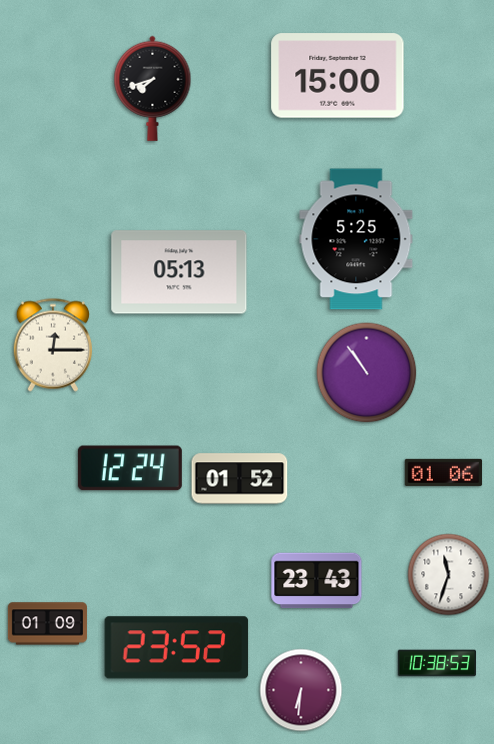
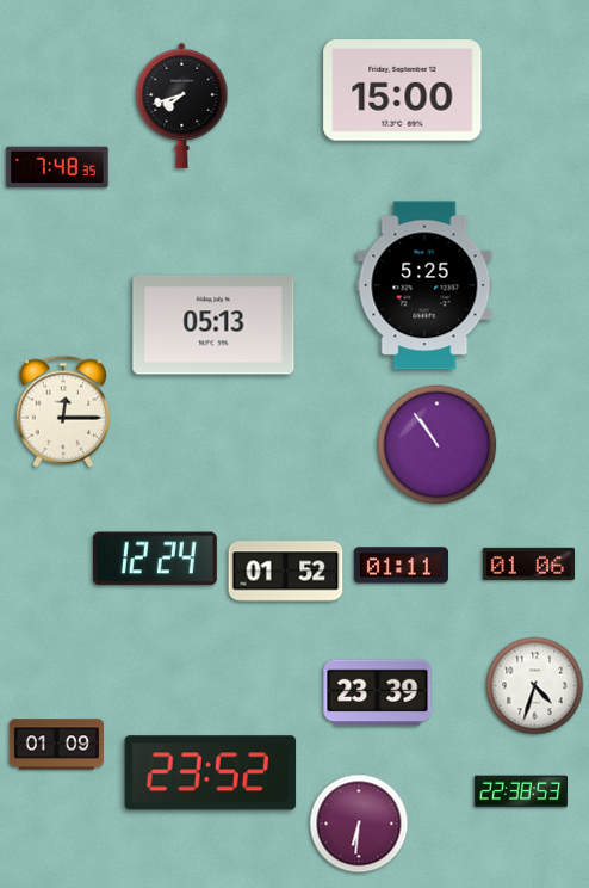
clock at (57, 167): none -> 7:48
clock at (401, 566): none -> 01:11
clock at (449, 575): 11:33 -> 4:33
clock at (317, 581): 23:43 -> 23:39
clock at (437, 663): 10:38 -> 22:38
